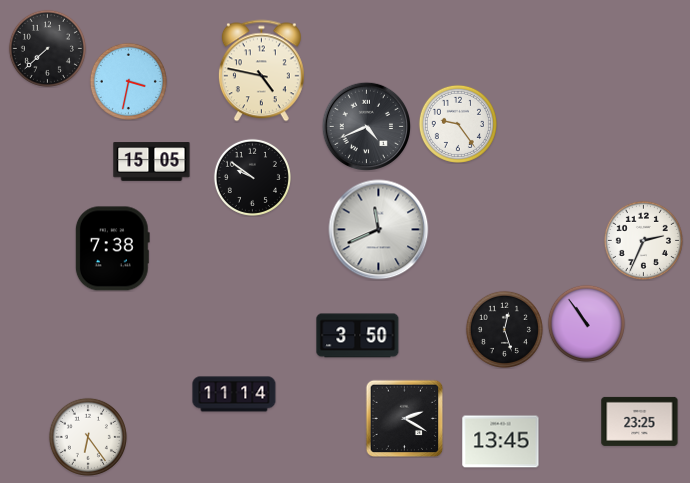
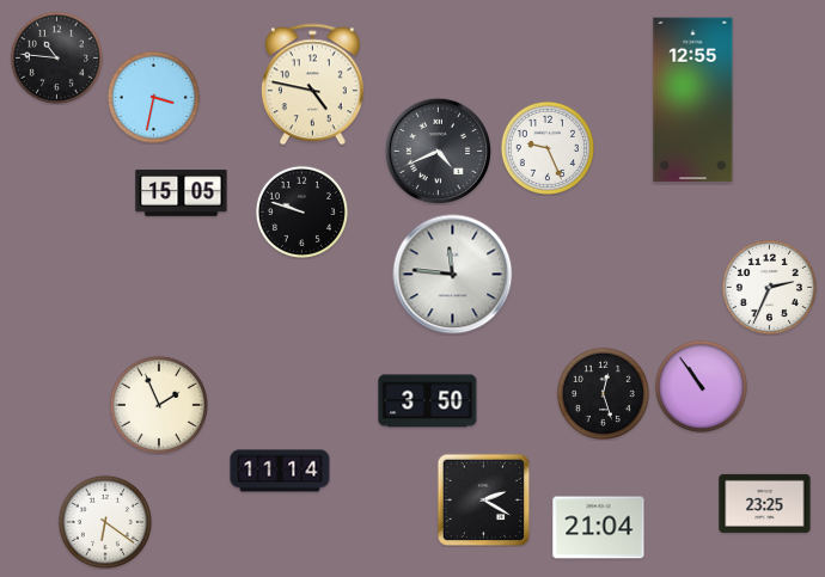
clock at (47, 48): 7:38 -> 10:46
clock at (693, 100): none -> 12:55
clock at (458, 124): 9:24 -> 9:26
clock at (252, 177): 9:51 -> 9:48
clock at (379, 230): 11:41 -> 11:46
clock at (112, 249): 7:38 -> none
clock at (159, 405): none -> 1:56
clock at (88, 437): 6:24 -> 6:21
clock at (501, 442): 13:45 -> 21:04
